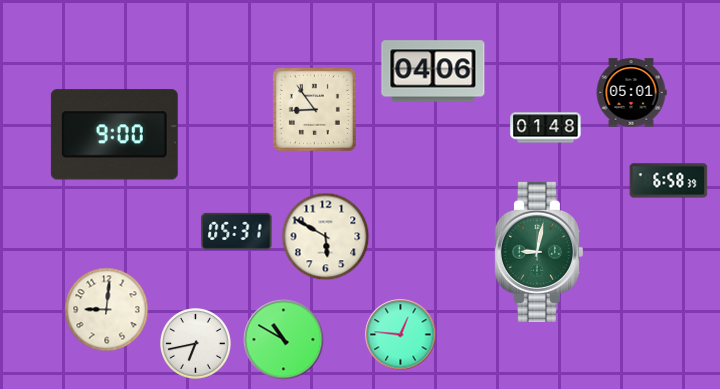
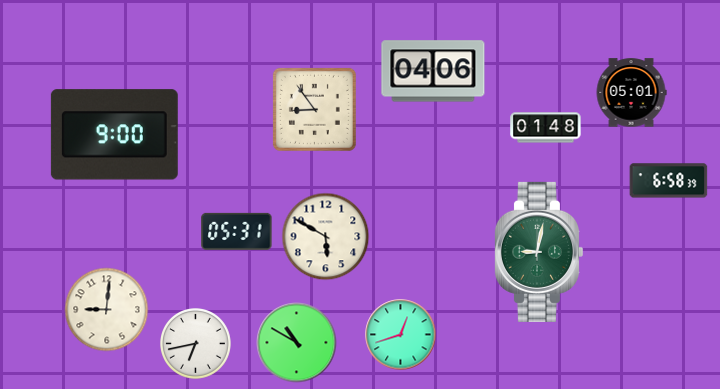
clock at (401, 335): 12:46 -> 12:42
clock at (284, 340) position: (284, 340) -> (297, 343)
